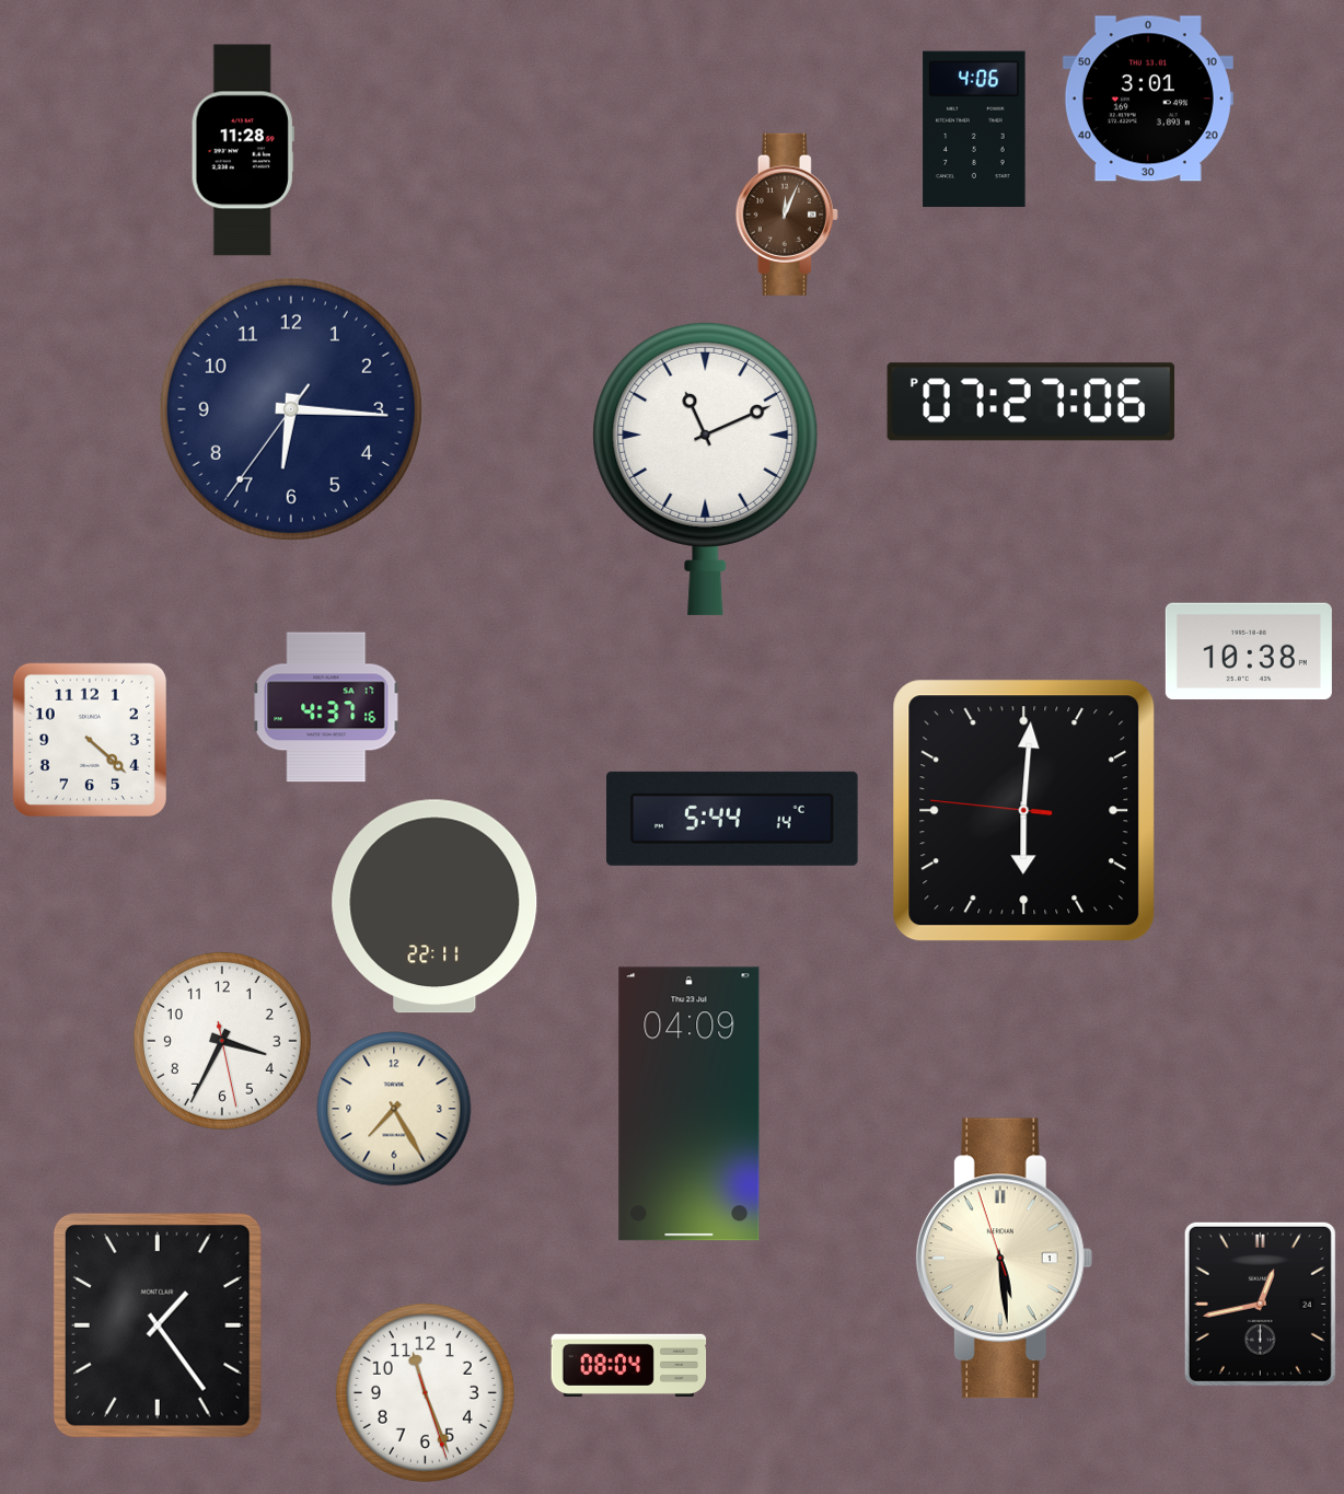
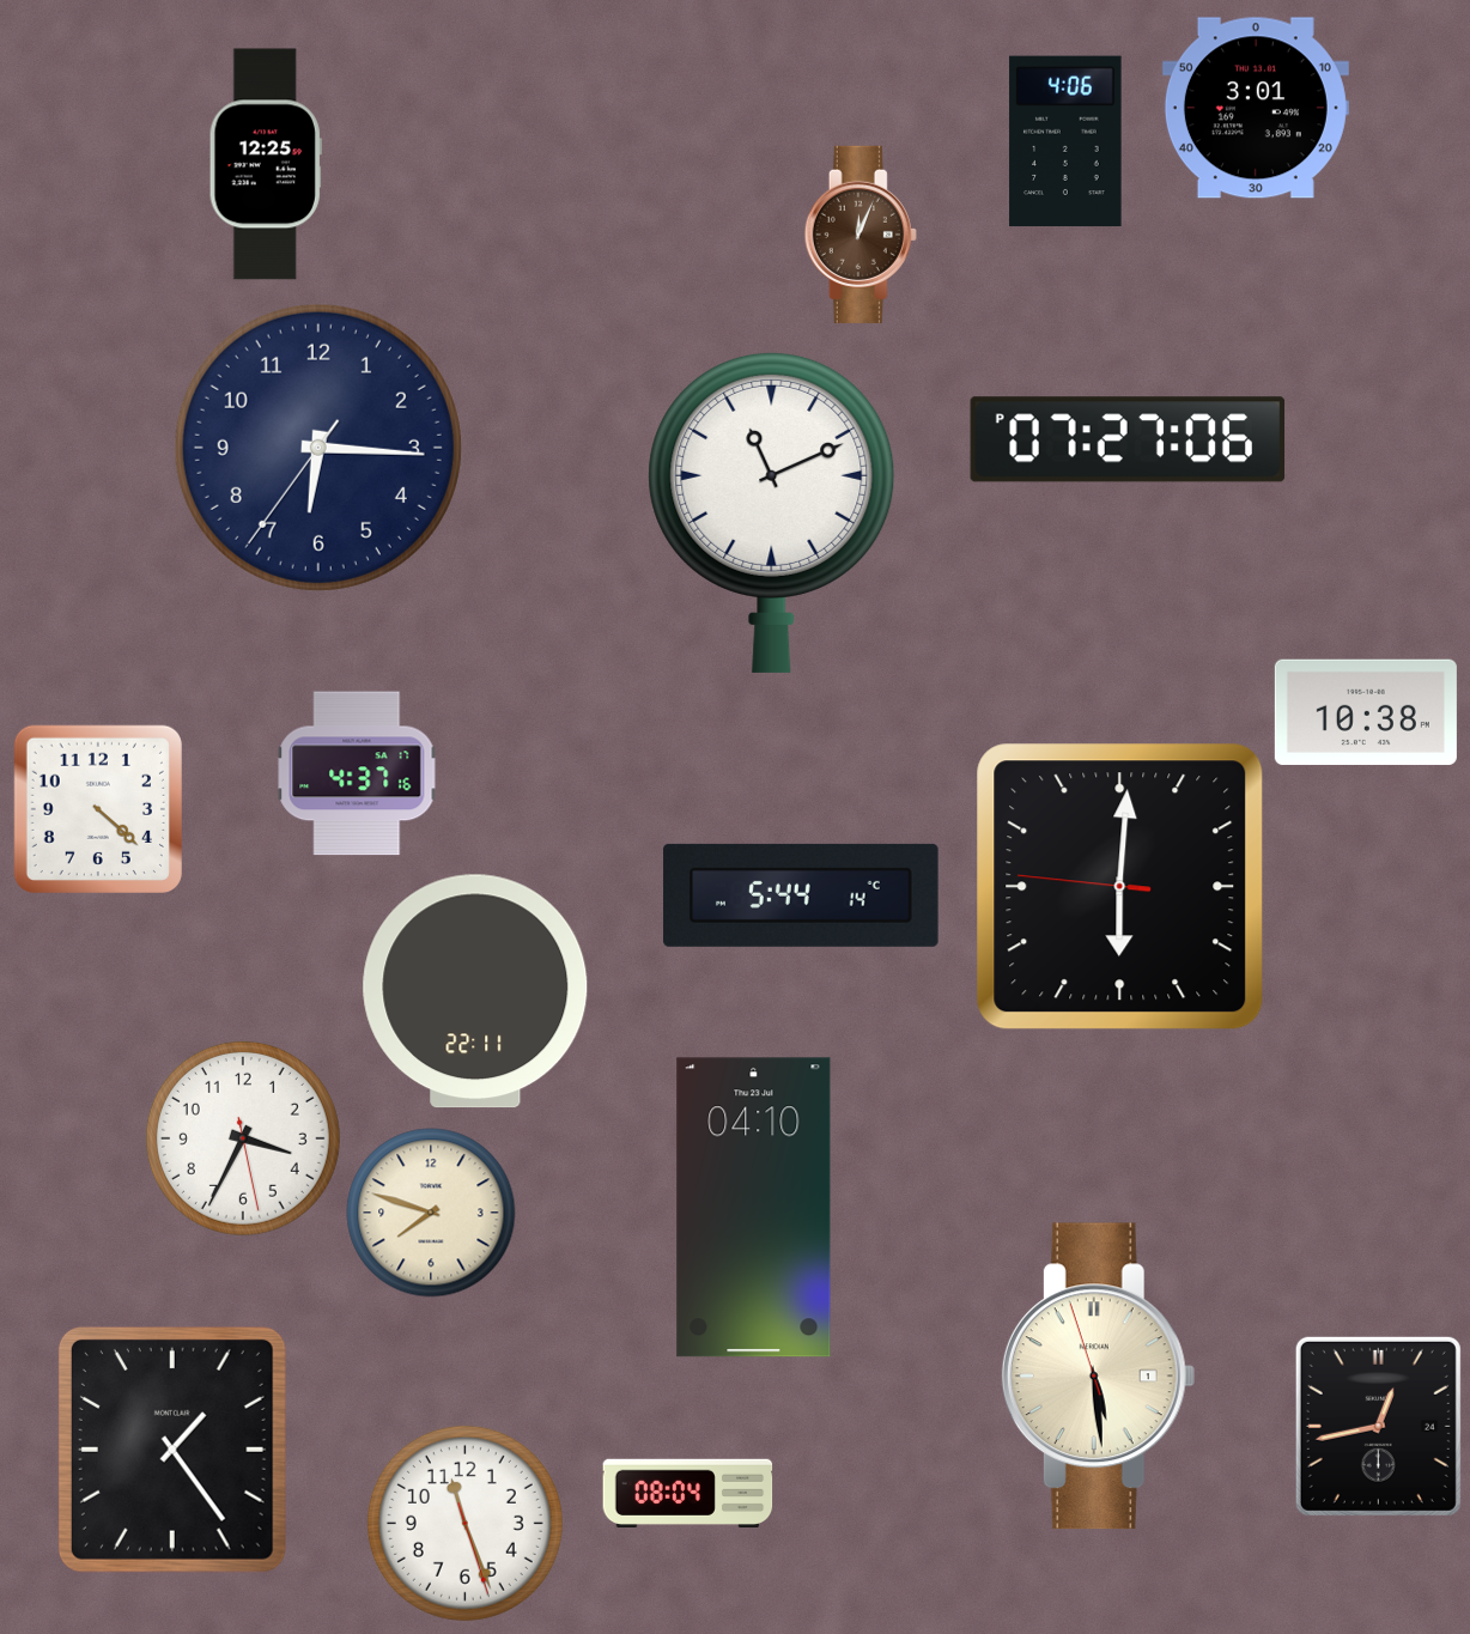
clock at (243, 150): 11:28 -> 12:25
clock at (690, 1104): 04:09 -> 04:10
clock at (394, 1109): 7:25 -> 7:48
